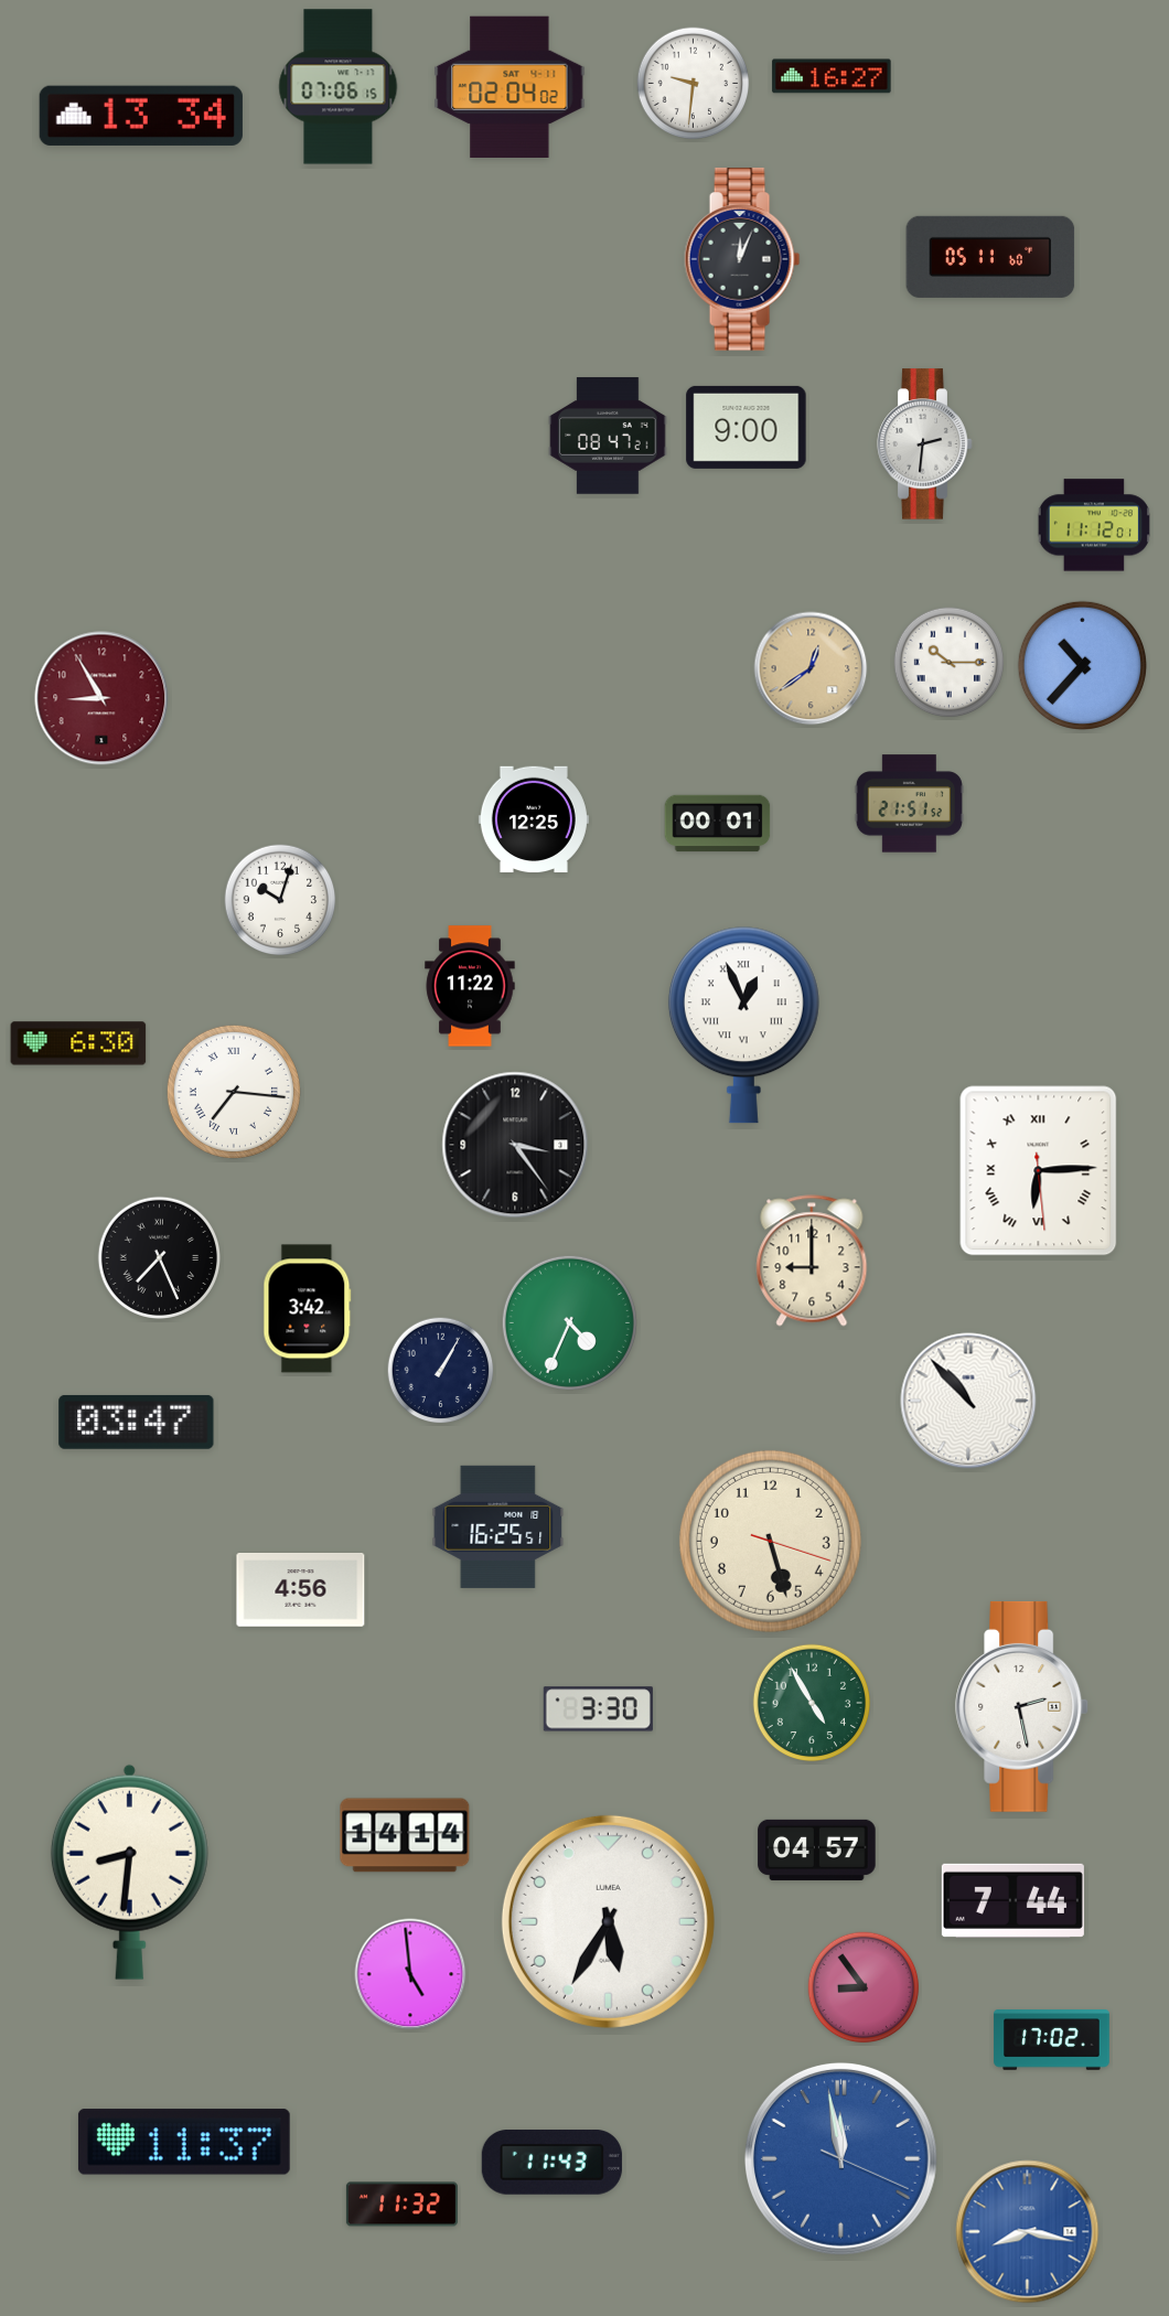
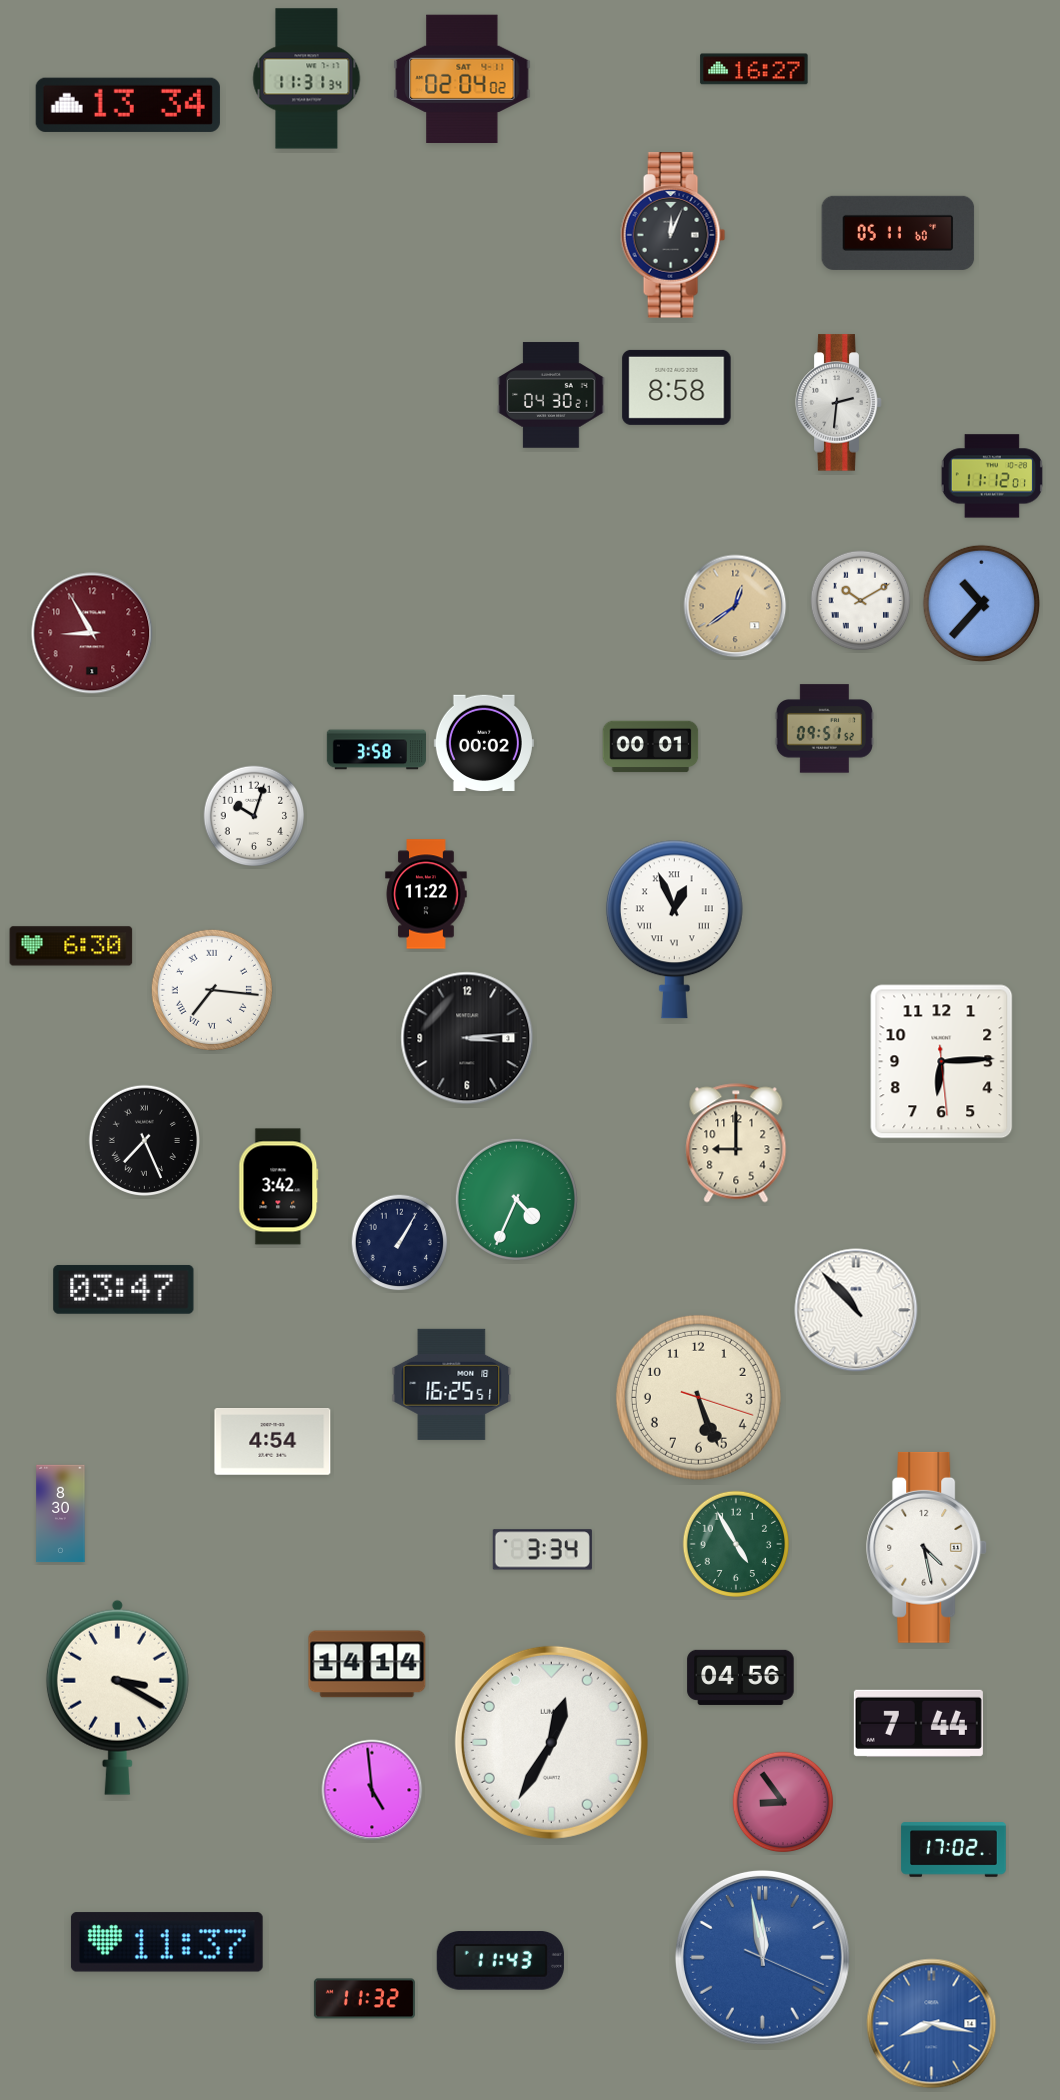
clock at (694, 84): 9:31 -> none
clock at (339, 87): 07:06 -> 11:31
clock at (747, 427): 9:00 -> 8:58
clock at (608, 436): 08:47 -> 04:30
clock at (950, 663): 10:15 -> 10:10
clock at (909, 804): 21:51 -> 09:51
clock at (534, 819): 12:25 -> 00:02
clock at (376, 750): none -> 3:58
clock at (515, 1145): 3:24 -> 3:14
clock at (1039, 1171) numerals: Roman -> Arabic
clock at (968, 1401) position: (968, 1401) -> (856, 1310)
clock at (770, 1541): 5:27 -> 5:26
clock at (301, 1590): 4:56 -> 4:54
clock at (61, 1514): none -> 8:30
clock at (1022, 1706): 2:28 -> 4:28
clock at (598, 1709): 3:30 -> 3:34
clock at (817, 1849): 04:57 -> 04:56
clock at (129, 1872): 8:31 -> 3:20
clock at (608, 1921): 5:35 -> 12:35
